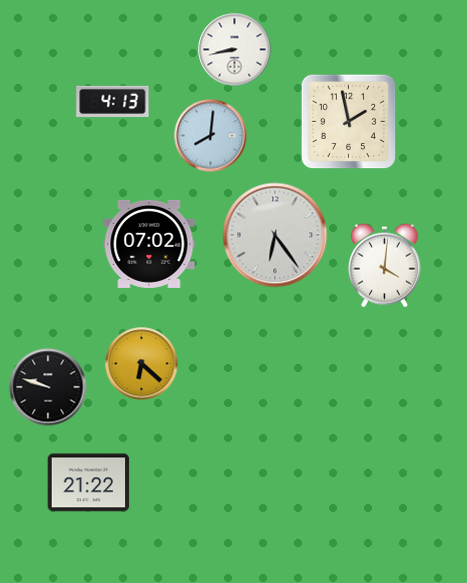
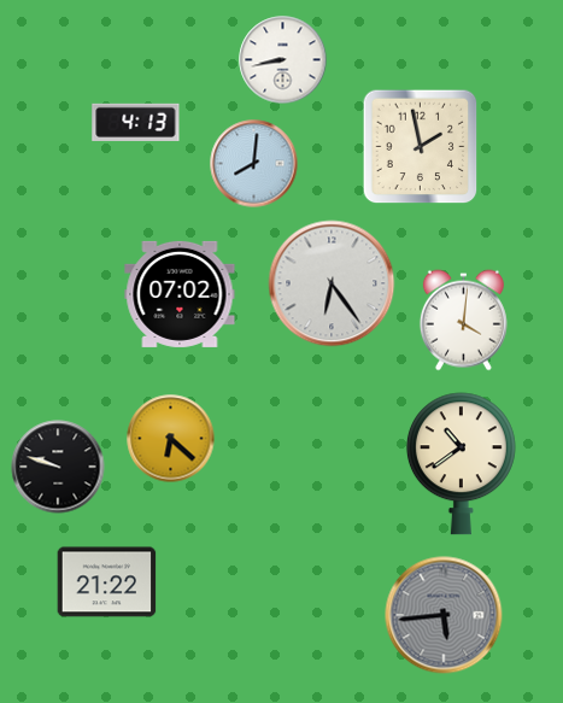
clock at (461, 464): none -> 10:39
clock at (444, 615): none -> 5:44
